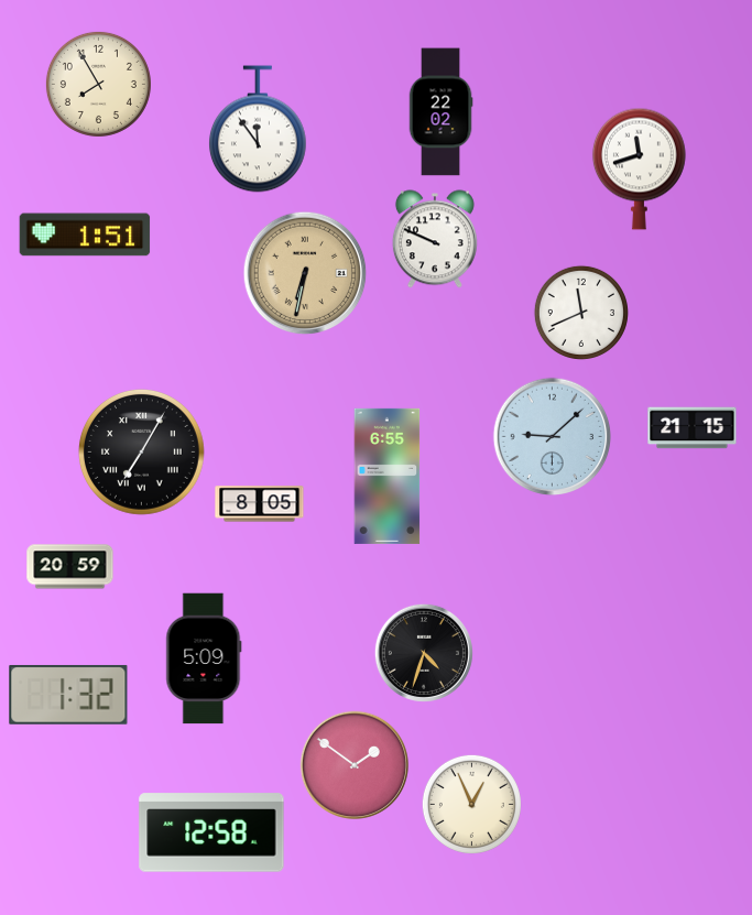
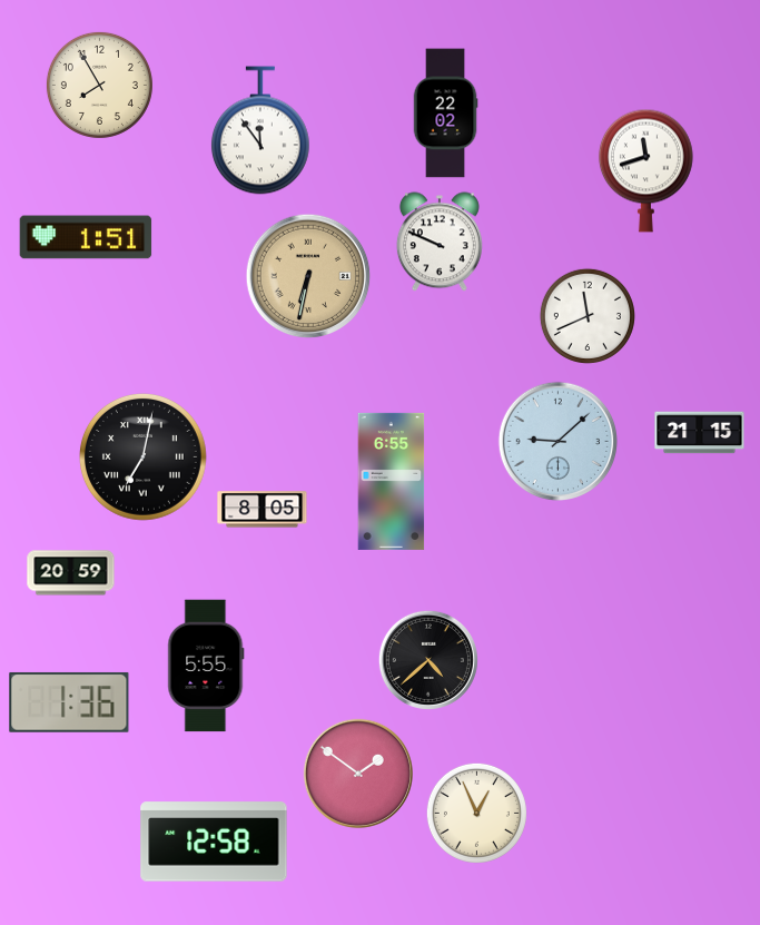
clock at (142, 453): 7:05 -> 7:02
clock at (424, 653): 4:33 -> 4:38
clock at (204, 658): 5:09 -> 5:55
clock at (68, 695): 1:32 -> 1:36
